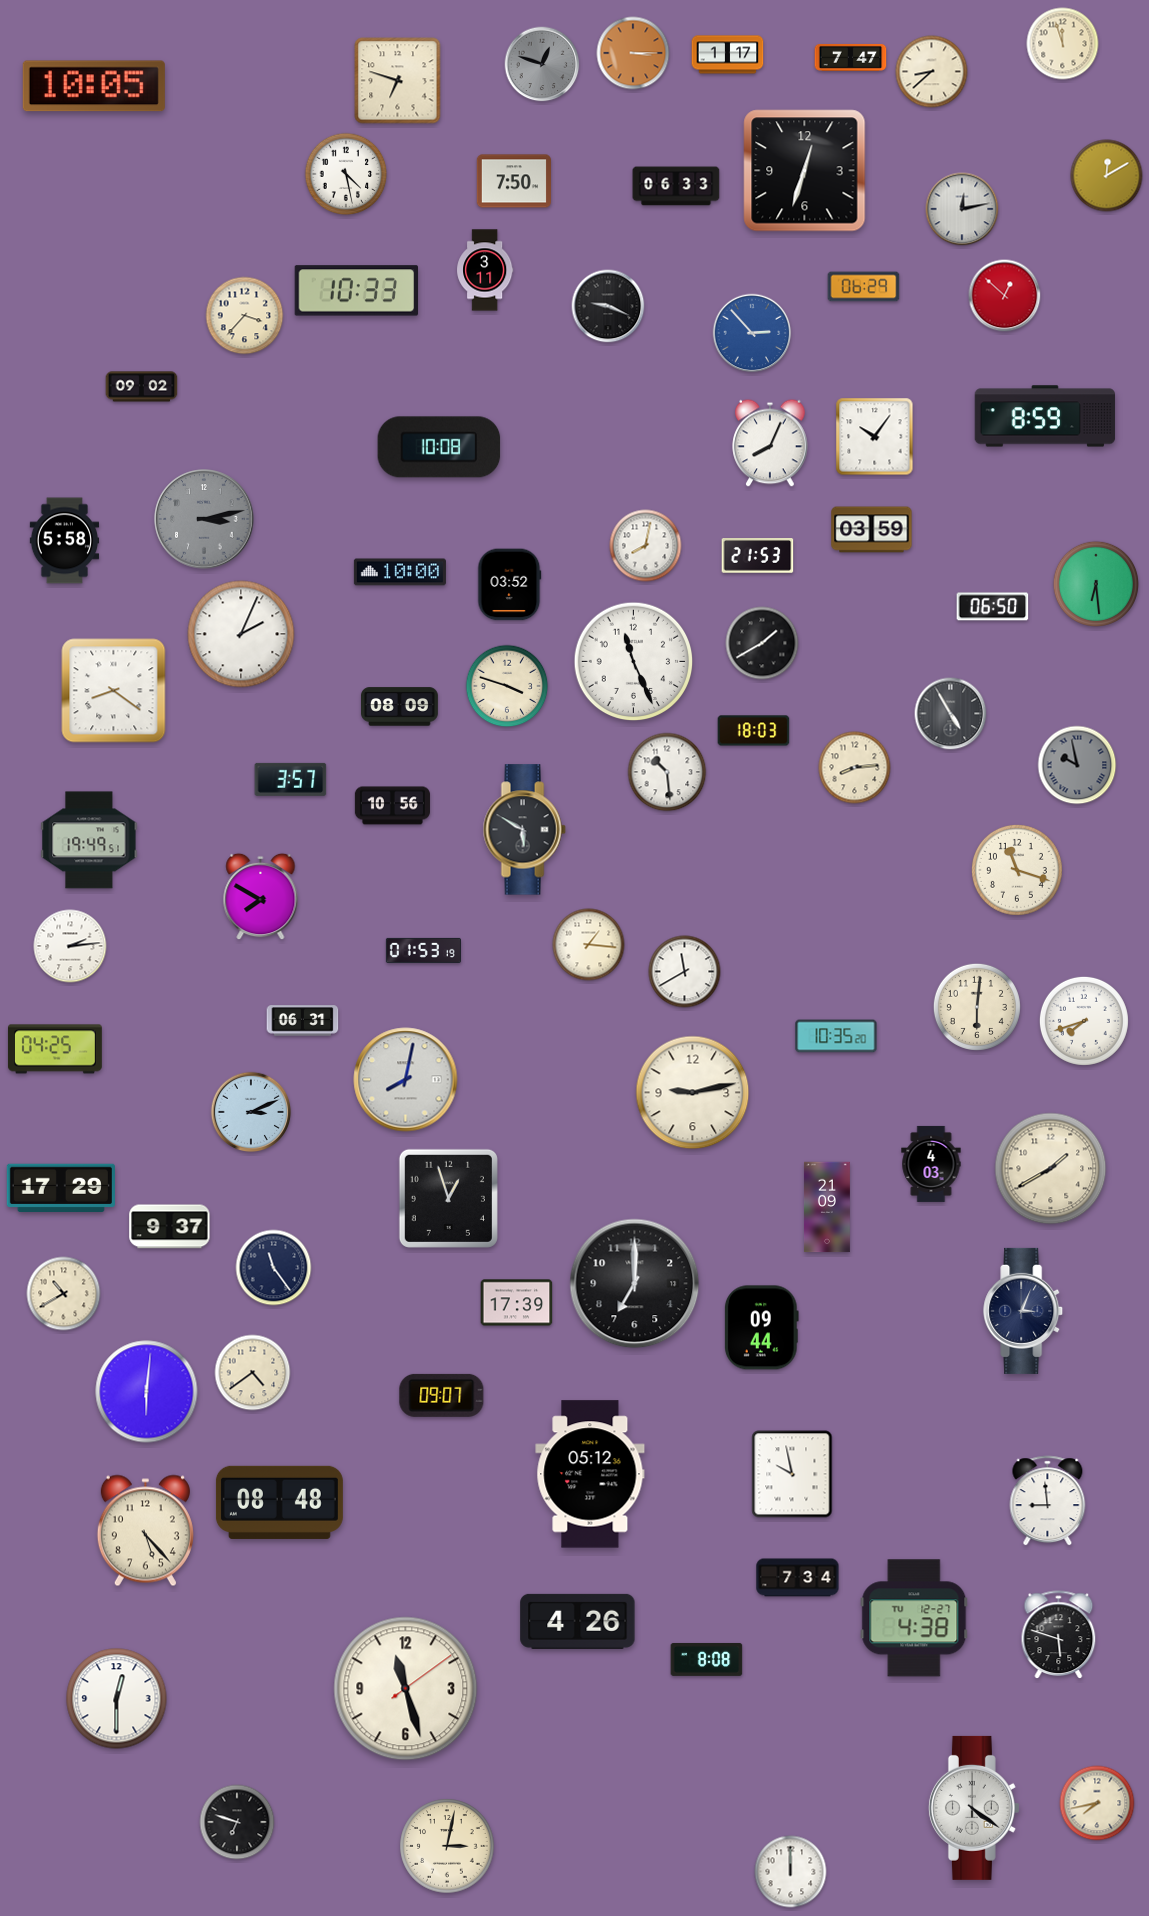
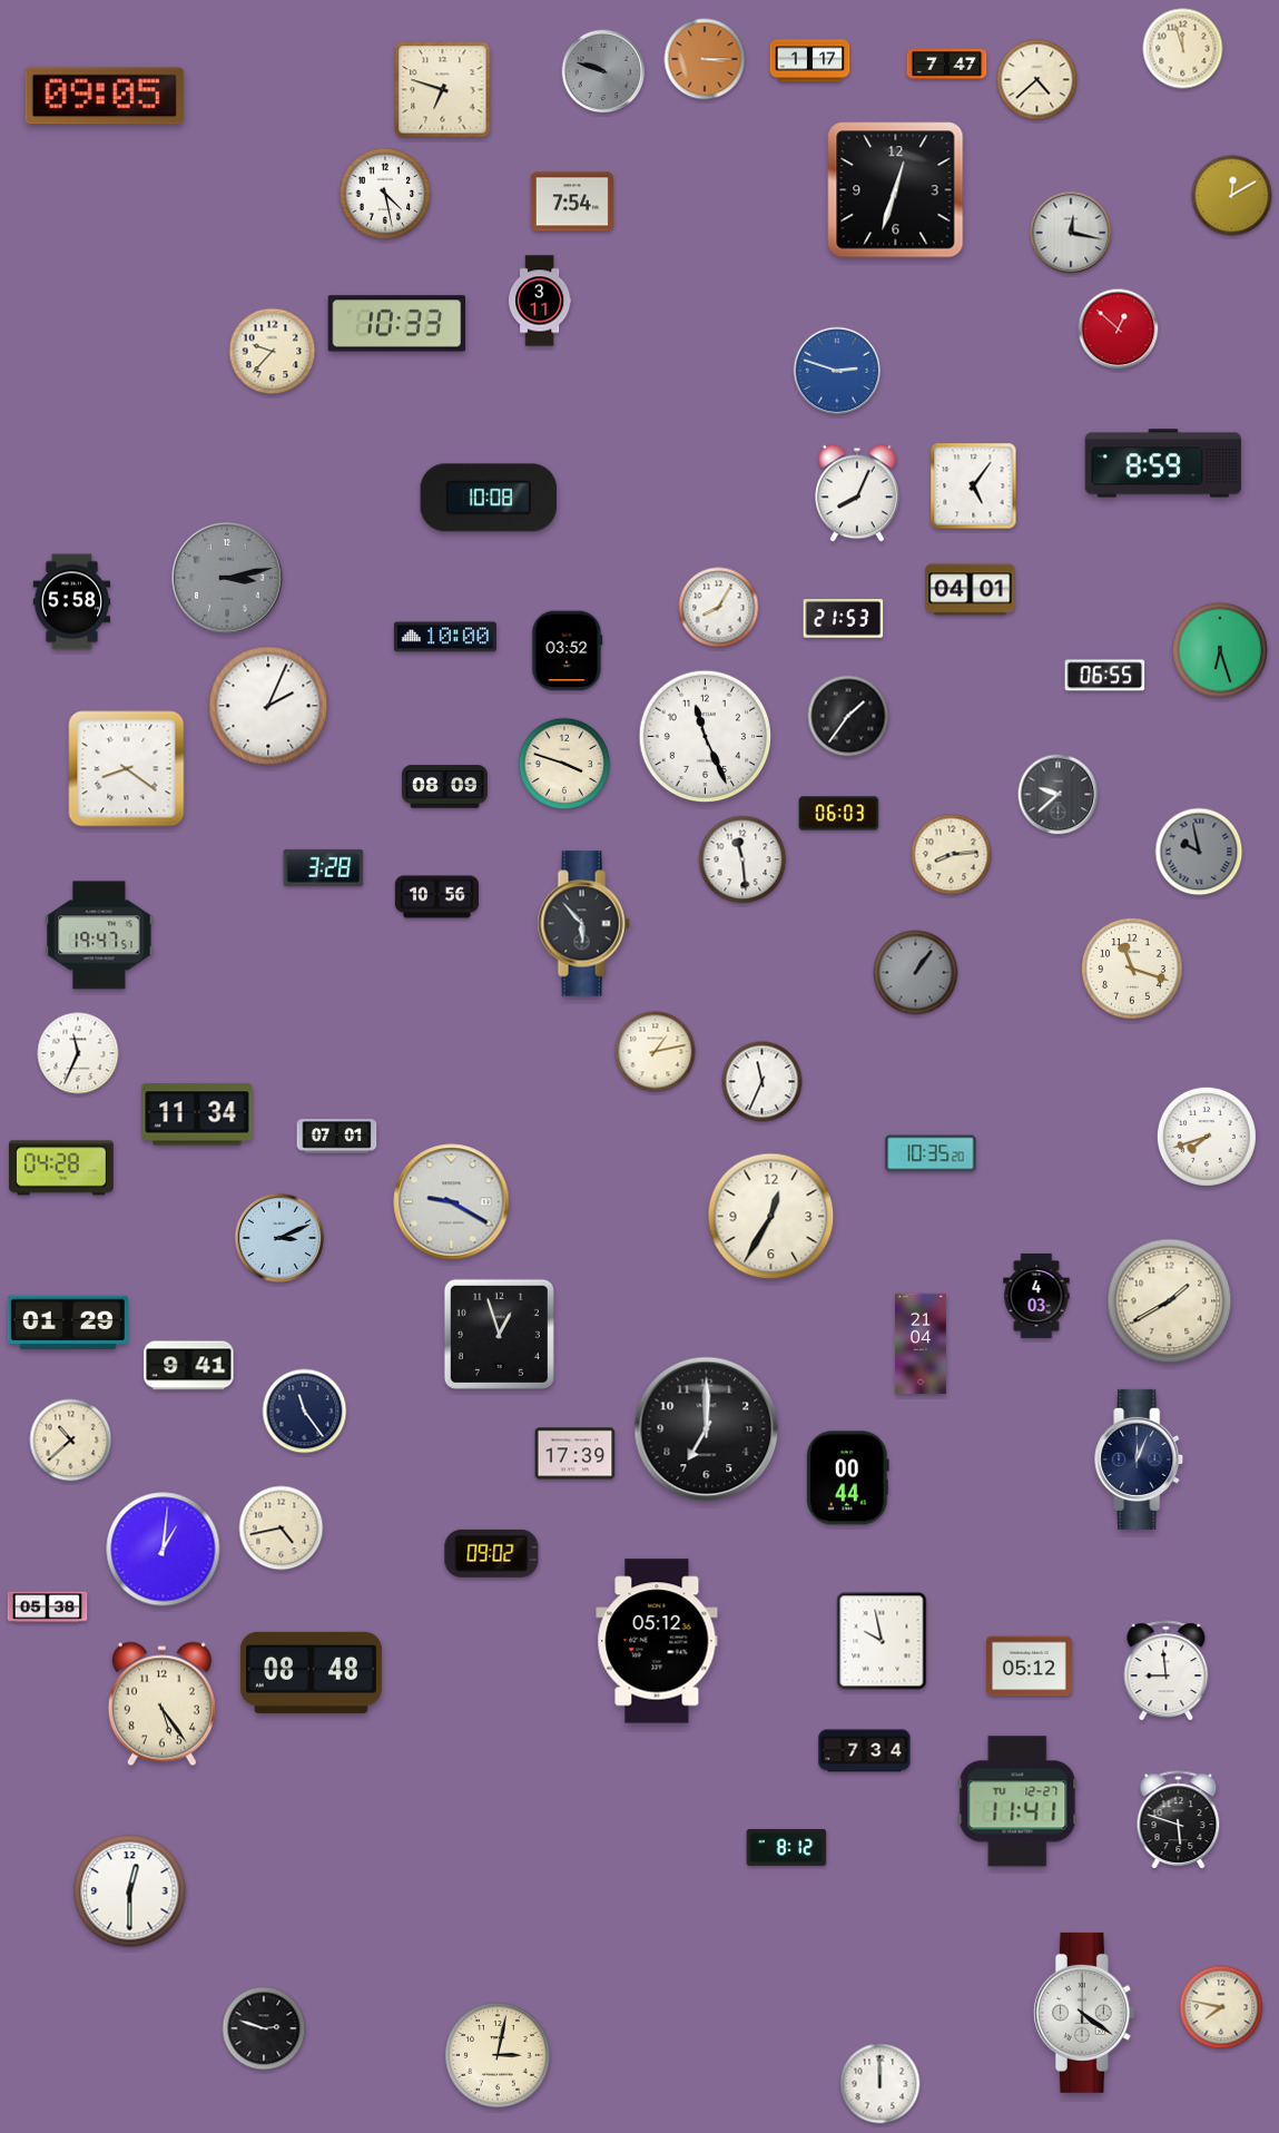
clock at (542, 64): 12:48 -> 9:48
clock at (932, 72): 8:38 -> 4:38
clock at (94, 86): 10:05 -> 09:05
clock at (513, 181): 7:50 -> 7:54
clock at (676, 186): 06:33 -> none
clock at (962, 209): 12:13 -> 12:17
clock at (864, 287): 06:29 -> none
clock at (608, 306): 9:19 -> none
clock at (245, 316): 3:37 -> 9:37
clock at (752, 333): 2:53 -> 2:48
clock at (142, 387): 09:02 -> none
clock at (875, 437): 10:06 -> 5:06
clock at (872, 530): 03:59 -> 04:01
clock at (646, 546): 8:02 -> 8:05
clock at (1095, 583): 6:29 -> 6:27
clock at (993, 607): 06:50 -> 06:55
clock at (762, 643): 1:40 -> 1:36
clock at (951, 714): 4:55 -> 9:38
clock at (754, 731): 18:03 -> 06:03
clock at (667, 772): 10:29 -> 11:29
clock at (291, 779): 3:57 -> 3:28
clock at (524, 830): 5:50 -> 5:53
clock at (89, 840): 19:49 -> 19:47
clock at (916, 973): none -> 1:06
clock at (261, 897): 7:50 -> none
clock at (589, 945): 1:16 -> 1:13
clock at (70, 946): 2:14 -> 11:34
clock at (423, 950): 01:53 -> none
clock at (685, 972): 11:40 -> 11:34
clock at (197, 1114): none -> 11:34
clock at (977, 1007): 6:01 -> none
clock at (303, 1021): 06:31 -> 07:01
clock at (55, 1049): 04:25 -> 04:28
clock at (406, 1080): 8:02 -> 9:20
clock at (693, 1093): 9:13 -> 12:35
clock at (61, 1187): 17:29 -> 01:29
clock at (827, 1207): 21:09 -> 21:04
clock at (170, 1227): 9:37 -> 9:41
clock at (64, 1294): 10:40 -> 10:38
clock at (517, 1303) position: (517, 1303) -> (575, 1454)
clock at (1024, 1311): 3:04 -> 12:04
clock at (761, 1328): 09:44 -> 00:44
clock at (253, 1373): 4:39 -> 4:43
clock at (147, 1392): 6:01 -> 1:01
clock at (442, 1395): 09:07 -> 09:02
clock at (48, 1608): none -> 05:38
clock at (1030, 1667): none -> 05:12
clock at (145, 1531): 5:23 -> 5:24
clock at (798, 1578) position: (798, 1578) -> (865, 1751)
clock at (914, 1618): 4:38 -> 11:41
clock at (578, 1621): 4:26 -> none
clock at (707, 1659): 8:08 -> 8:12
clock at (406, 1689): 11:27 -> none
clock at (1097, 1803): 7:43 -> 7:47
clock at (237, 1822): 6:48 -> 2:48
